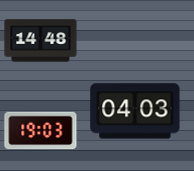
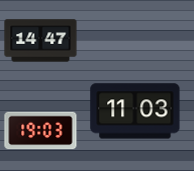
clock at (41, 41): 14:48 -> 14:47
clock at (135, 111): 04:03 -> 11:03
